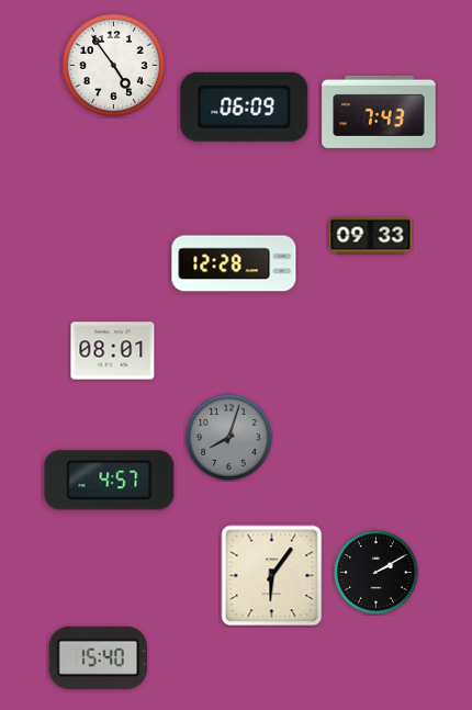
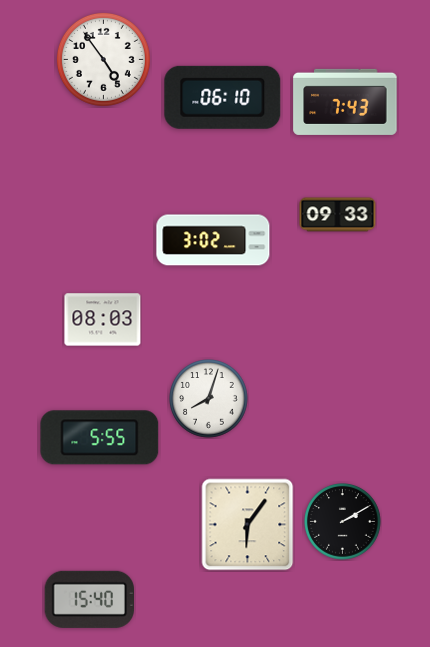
clock at (245, 106): 06:09 -> 06:10
clock at (234, 263): 12:28 -> 3:02
clock at (113, 351): 08:01 -> 08:03
clock at (229, 438) dial: grey -> white
clock at (110, 481): 4:57 -> 5:55
